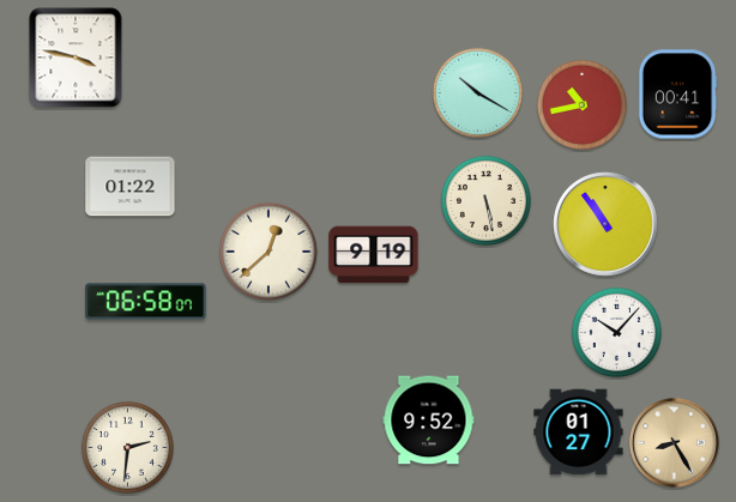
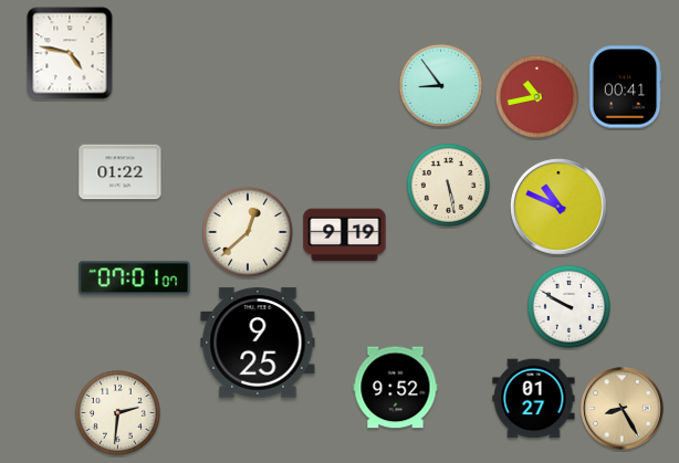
clock at (76, 58): 3:47 -> 4:47
clock at (477, 92): 10:20 -> 8:54
clock at (607, 225): 10:54 -> 10:49
clock at (146, 302): 06:58 -> 07:01
clock at (616, 332): 10:07 -> 9:50
clock at (258, 343): none -> 9:25
